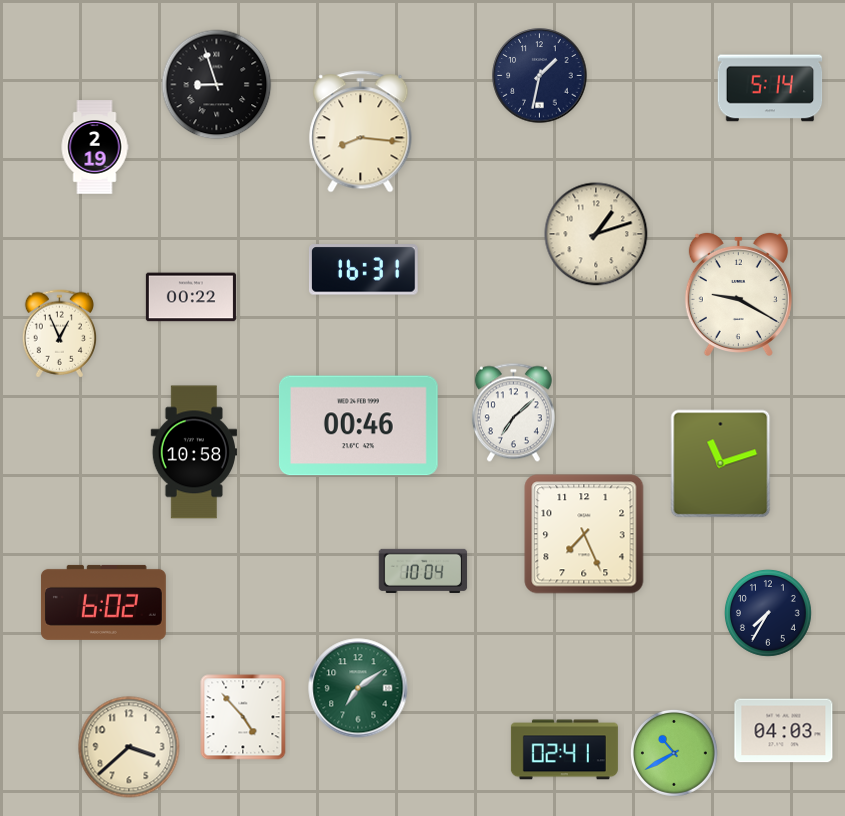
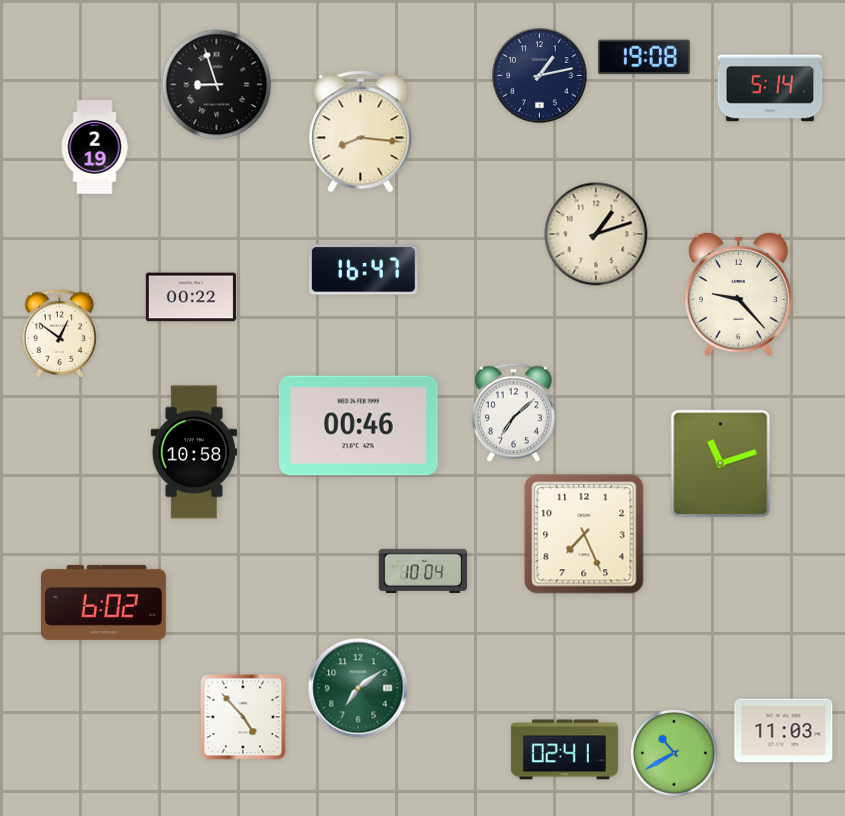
clock at (644, 57): none -> 19:08
clock at (540, 76): 1:32 -> 1:13
clock at (363, 270): 16:31 -> 16:47
clock at (738, 293): 9:20 -> 9:23
clock at (59, 334): 12:56 -> 12:51
clock at (768, 613): 7:35 -> none
clock at (784, 731): 04:03 -> 11:03
clock at (129, 747): 3:38 -> none
